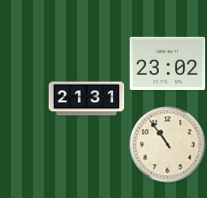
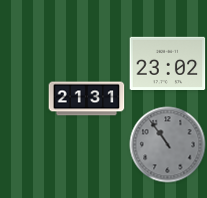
clock at (168, 145) dial: cream -> grey
